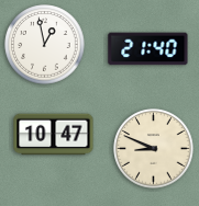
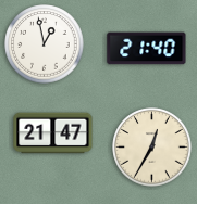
clock at (54, 135): 10:47 -> 21:47
clock at (154, 149): 8:49 -> 12:35
